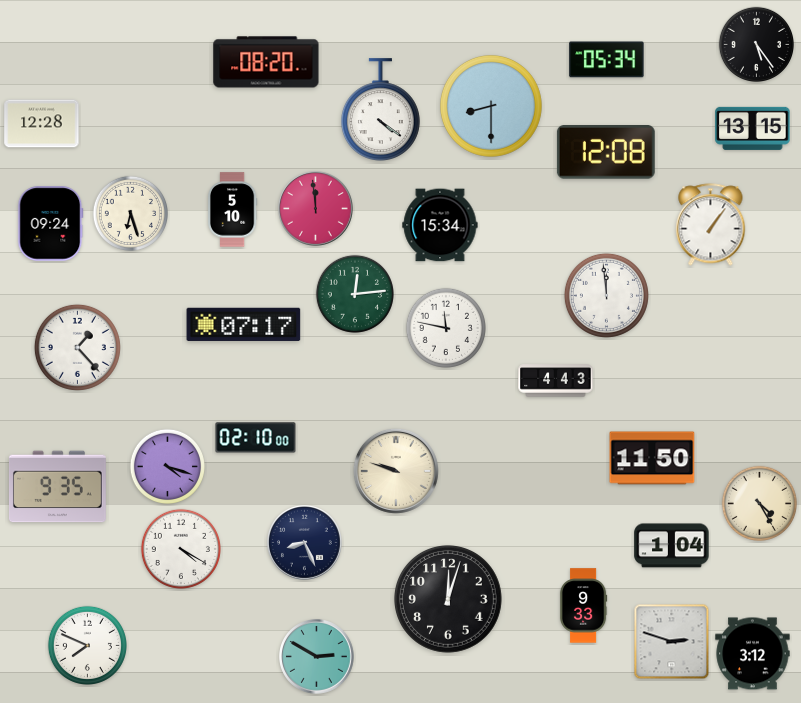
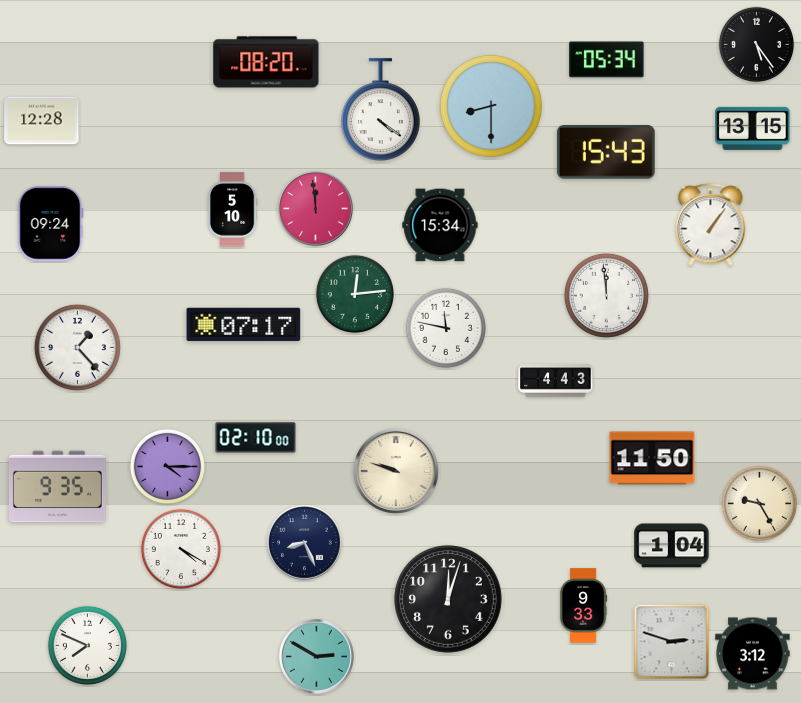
clock at (42, 124) position: (42, 124) -> (42, 121)
clock at (606, 153): 12:08 -> 15:43
clock at (130, 213): 6:27 -> none
clock at (167, 466): 4:18 -> 4:15
clock at (759, 503): 4:25 -> 9:25
